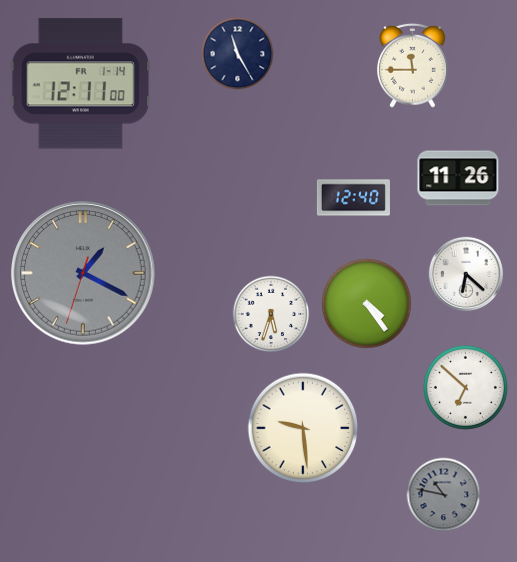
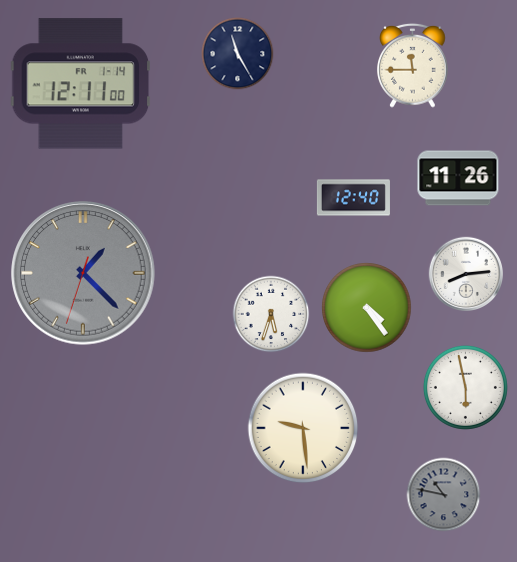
clock at (83, 273): 1:19 -> 1:22
clock at (466, 274): 6:22 -> 8:14
clock at (367, 304) position: (367, 304) -> (367, 308)
clock at (465, 387): 6:52 -> 5:58
